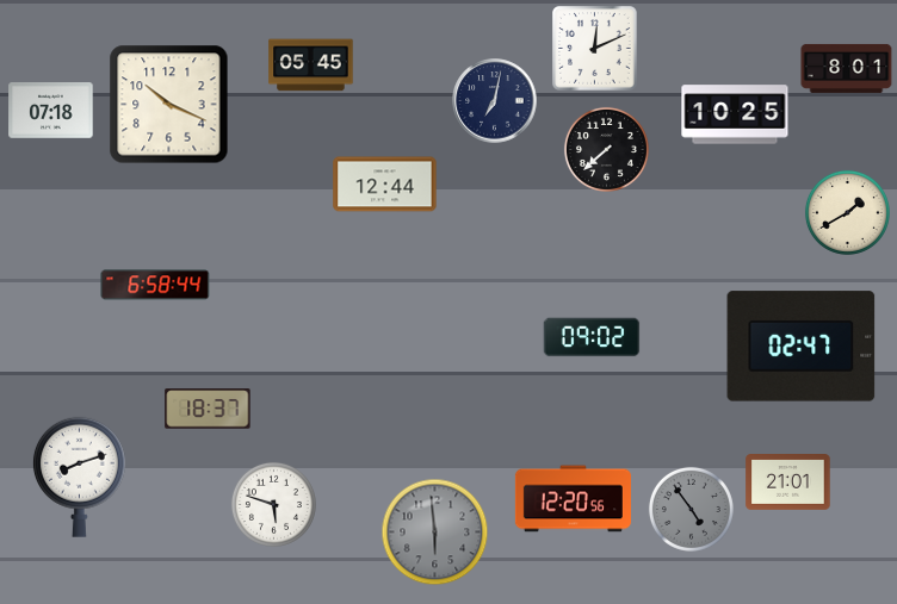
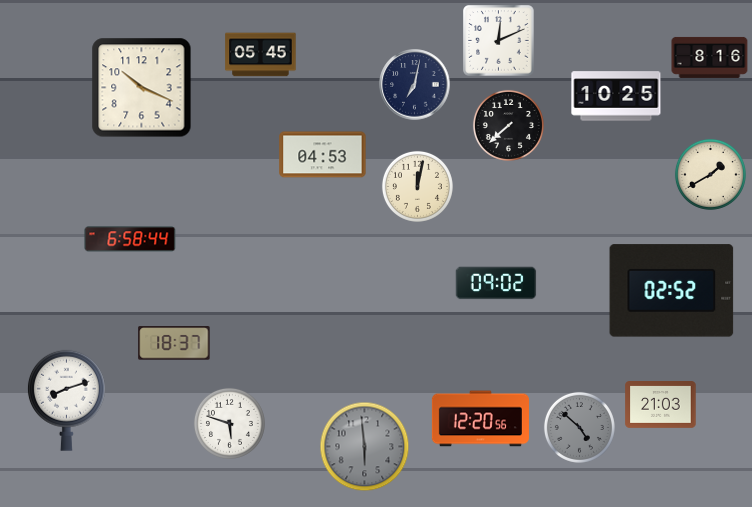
clock at (847, 68): 8:01 -> 8:16
clock at (51, 111): 07:18 -> none
clock at (385, 185): 12:44 -> 04:53
clock at (847, 212) position: (847, 212) -> (710, 174)
clock at (417, 186): none -> 12:02
clock at (802, 347): 02:47 -> 02:52
clock at (788, 482): 21:01 -> 21:03
clock at (691, 509): 4:54 -> 4:52
